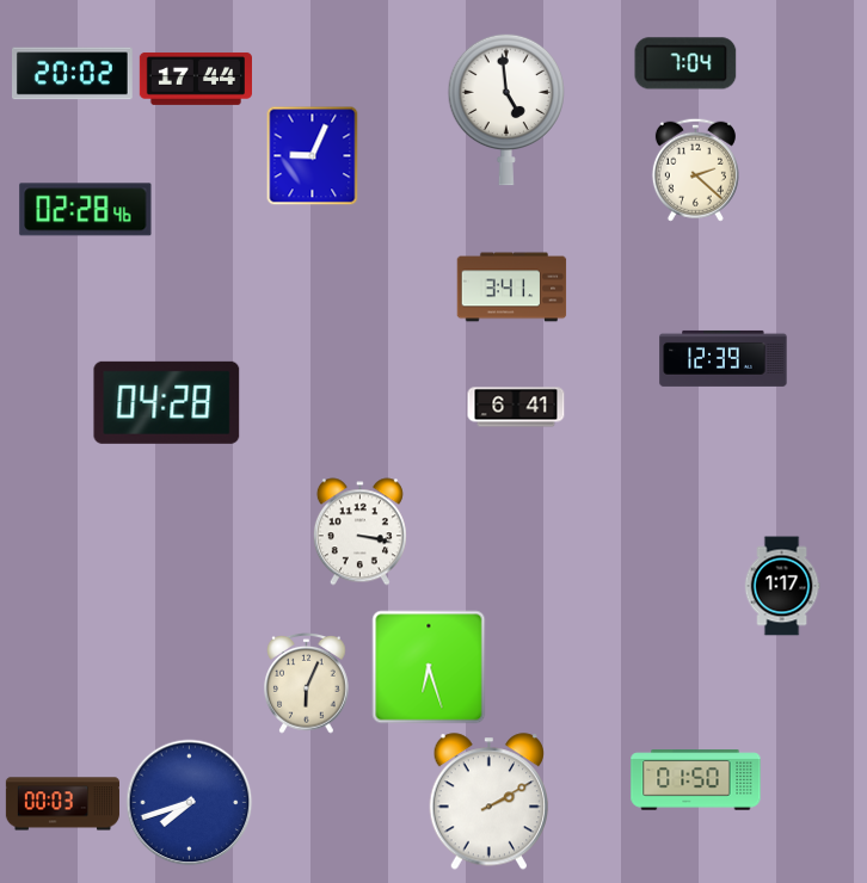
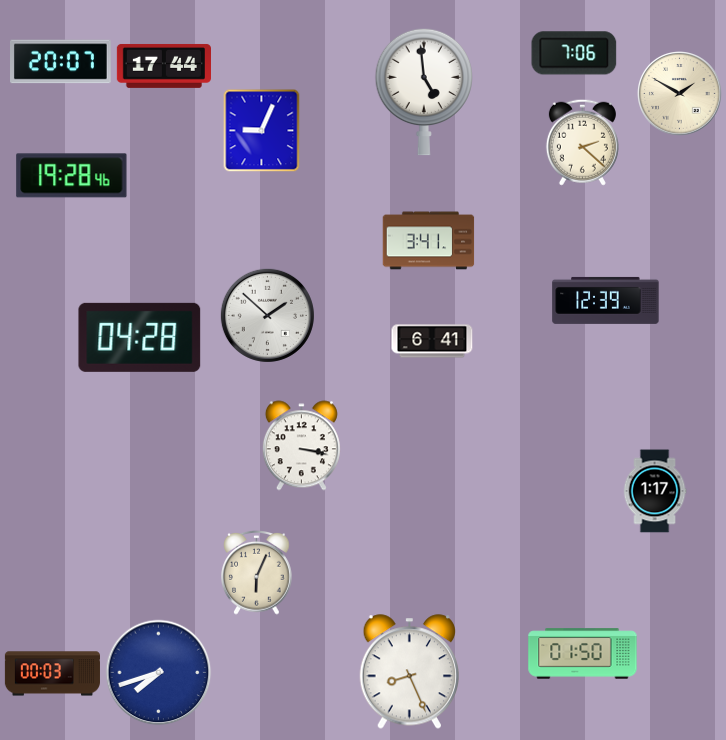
clock at (685, 63): 7:04 -> 7:06
clock at (73, 74): 20:02 -> 20:07
clock at (680, 94): none -> 1:50
clock at (86, 210): 02:28 -> 19:28
clock at (267, 315): none -> 1:52
clock at (429, 667): 6:27 -> none
clock at (488, 802): 2:10 -> 8:26
